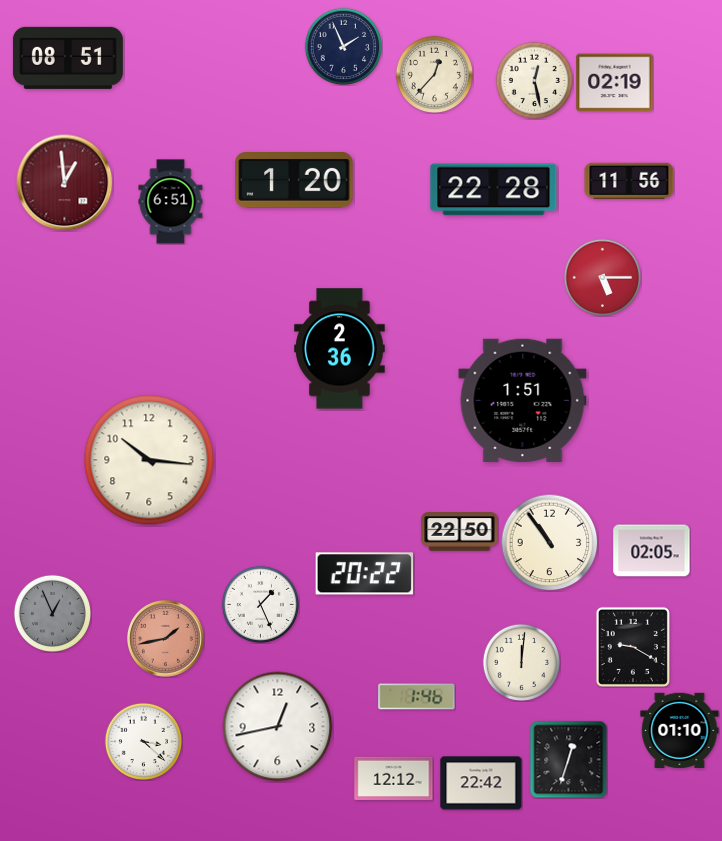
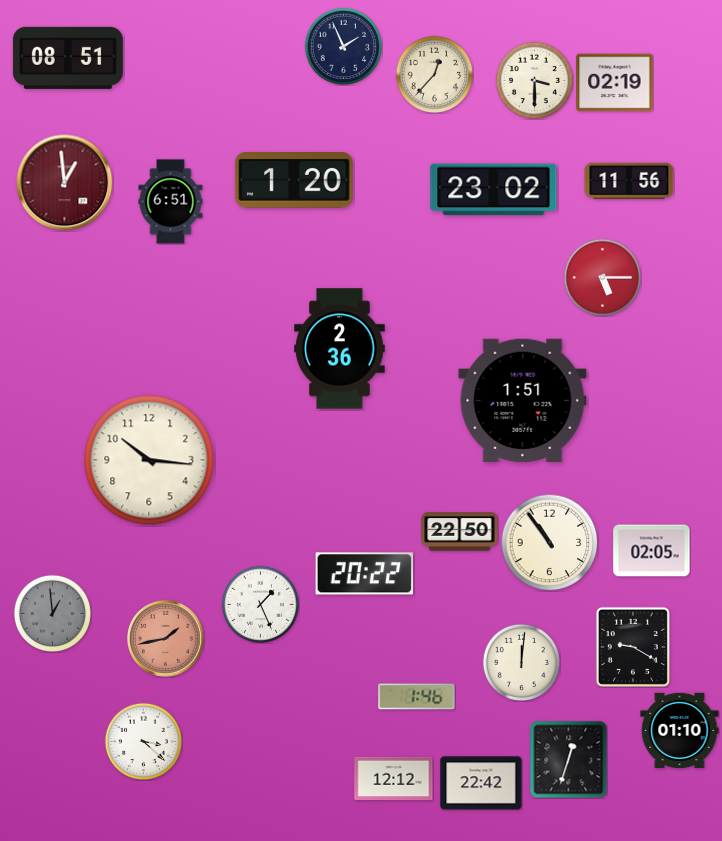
clock at (534, 80): 12:28 -> 3:30
clock at (494, 190): 22:28 -> 23:02
clock at (52, 613): 12:56 -> 12:59
clock at (278, 727): 12:43 -> none
